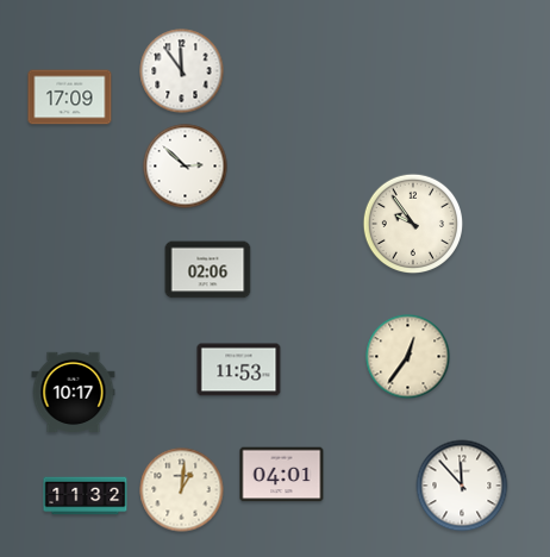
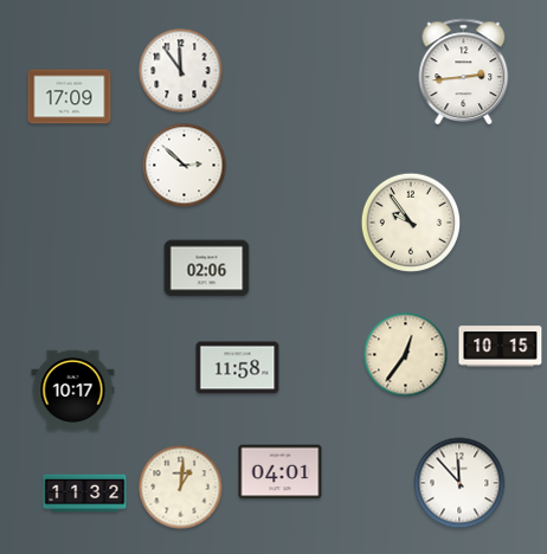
clock at (464, 71): none -> 2:44
clock at (501, 347): none -> 10:15
clock at (239, 370): 11:53 -> 11:58
